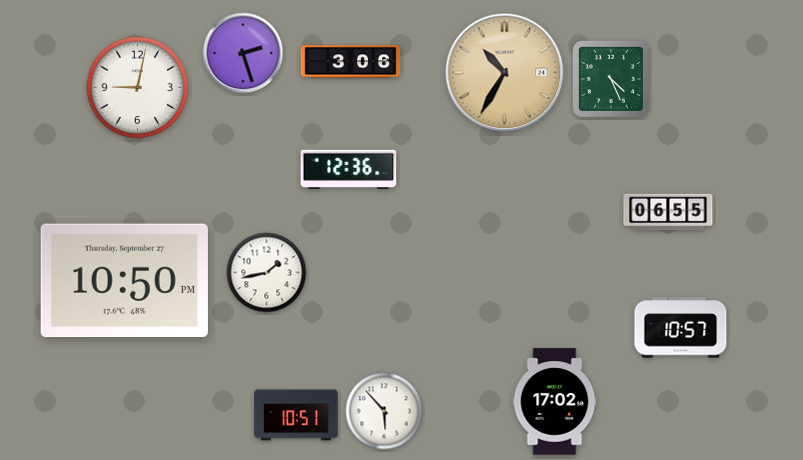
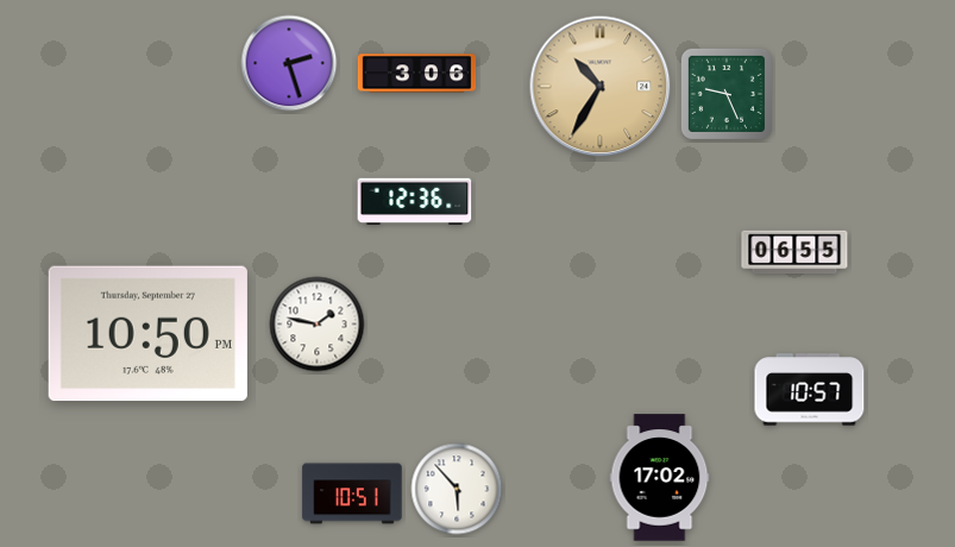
clock at (611, 79): 4:26 -> 9:26
clock at (138, 88): 9:02 -> none
clock at (267, 273): 1:43 -> 1:47
